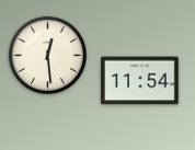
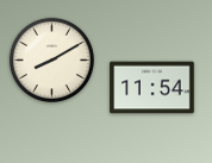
clock at (47, 55): 12:29 -> 8:10
